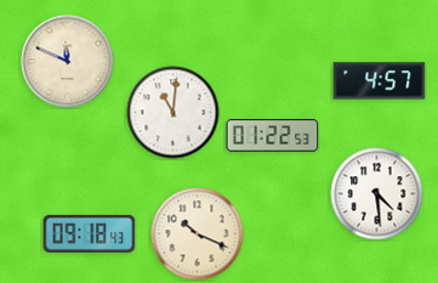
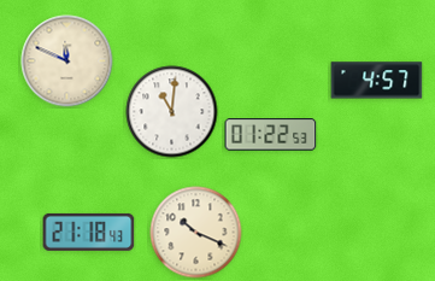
clock at (377, 194): 4:29 -> none
clock at (90, 233): 09:18 -> 21:18
